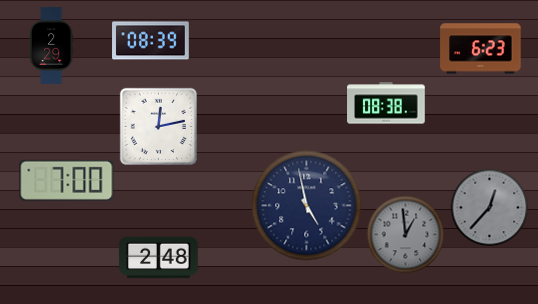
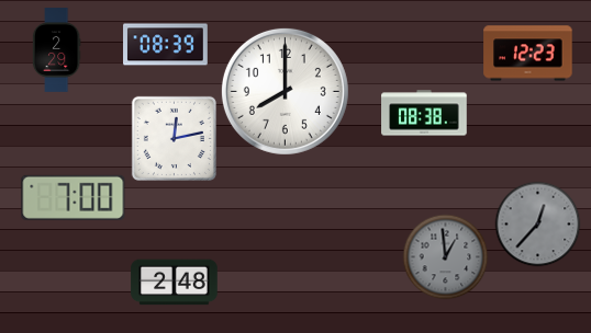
clock at (481, 49): 6:23 -> 12:23
clock at (285, 91): none -> 8:00
clock at (307, 206): 4:58 -> none
clock at (489, 207) position: (489, 207) -> (537, 223)
